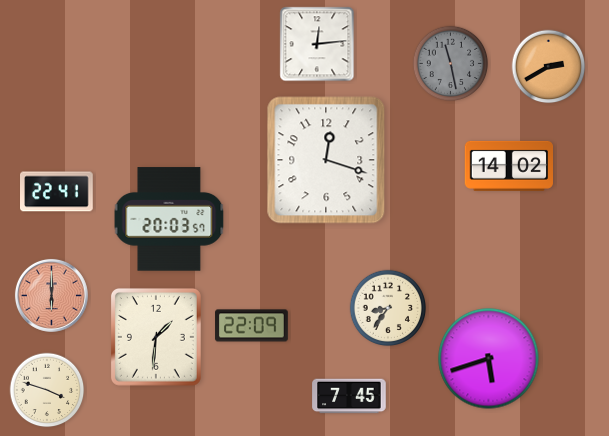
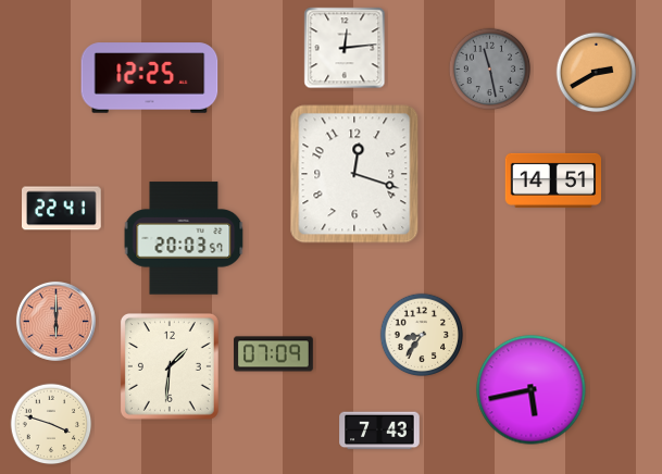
clock at (150, 78): none -> 12:25
clock at (509, 166): 14:02 -> 14:51
clock at (252, 326): 22:09 -> 07:09
clock at (489, 359): 5:42 -> 5:43
clock at (349, 396): 7:45 -> 7:43
